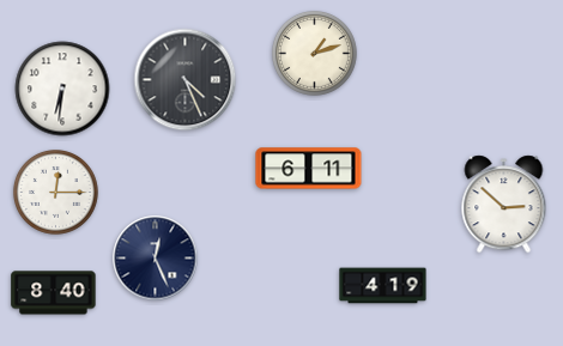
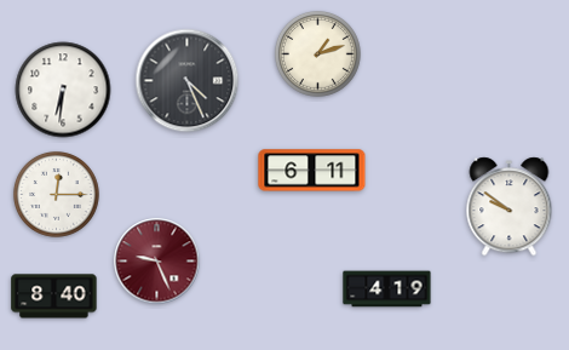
clock at (504, 205): 2:52 -> 9:51
clock at (156, 259): 12:26 -> 9:26
clock at (156, 259) dial: navy -> burgundy
